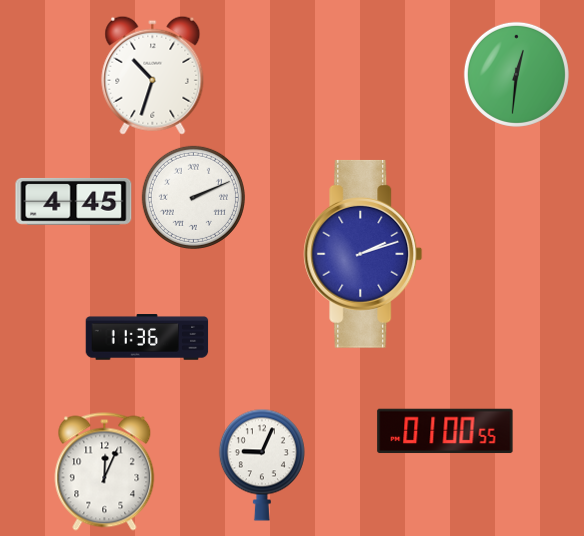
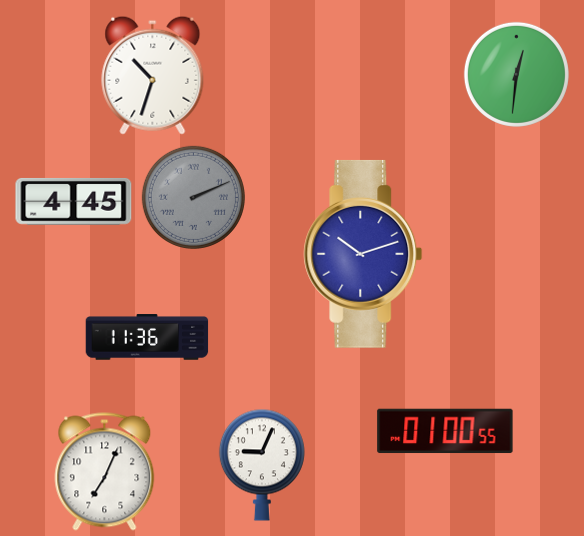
clock at (193, 197) dial: white -> grey
clock at (363, 254): 2:12 -> 10:12
clock at (105, 472): 12:04 -> 7:04
